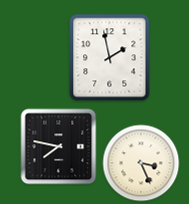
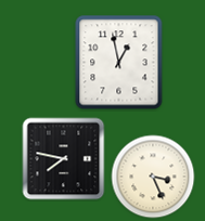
clock at (110, 58): 1:58 -> 12:58
